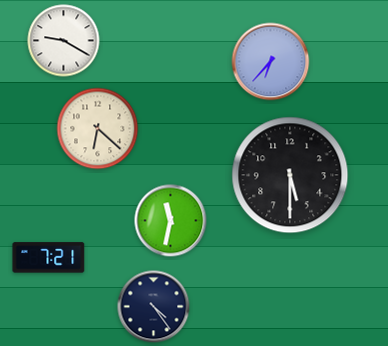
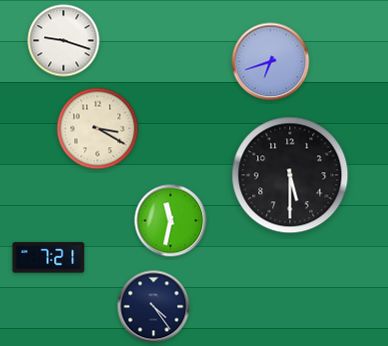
clock at (64, 41): 9:20 -> 9:18
clock at (271, 62): 6:37 -> 6:42
clock at (98, 129): 6:22 -> 3:20
